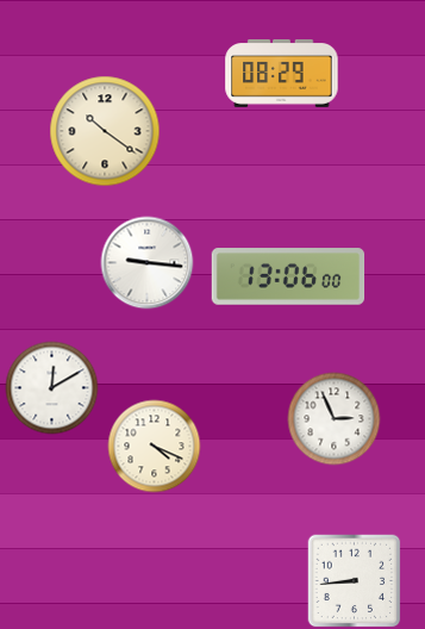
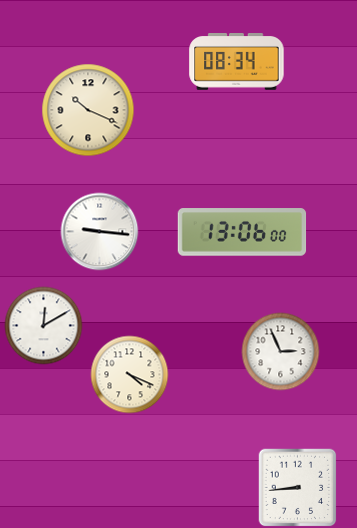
clock at (282, 74): 08:29 -> 08:34
clock at (105, 131): 10:21 -> 10:19
clock at (146, 262) position: (146, 262) -> (99, 231)
